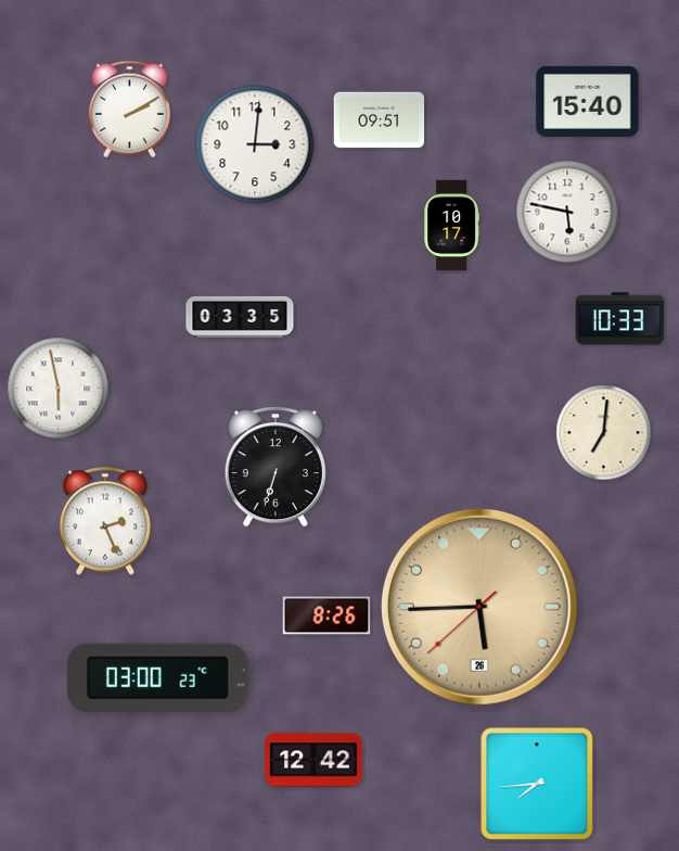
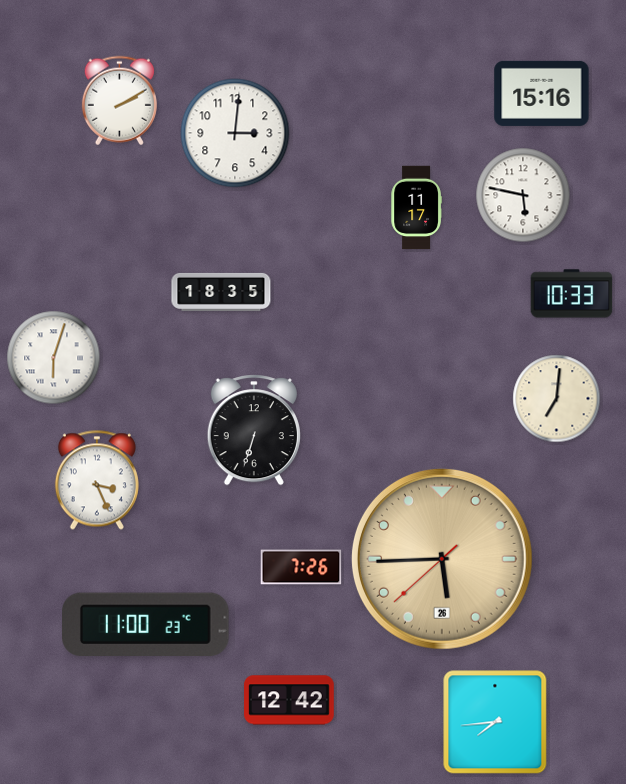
clock at (588, 101): 15:40 -> 15:16
clock at (380, 120): 09:51 -> none
clock at (451, 226): 10:17 -> 11:17
clock at (240, 317): 03:35 -> 18:35
clock at (59, 389): 5:58 -> 6:03
clock at (105, 521): 2:26 -> 3:26
clock at (326, 615): 8:26 -> 7:26
clock at (158, 678): 03:00 -> 11:00
